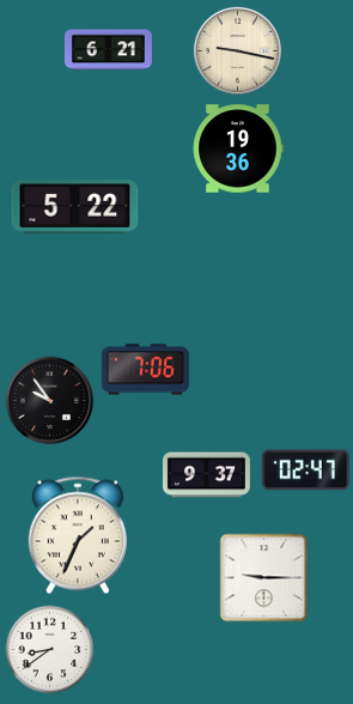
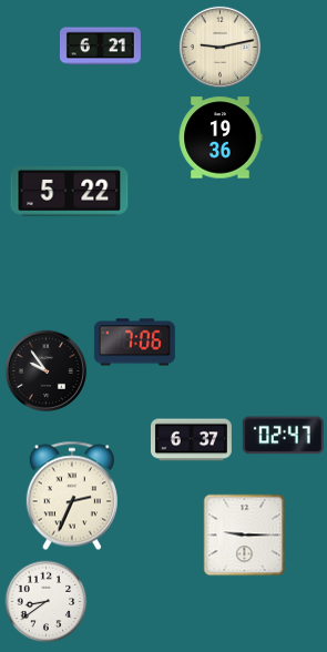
clock at (237, 50): 9:17 -> 9:13
clock at (206, 475): 9:37 -> 6:37
clock at (78, 535): 1:34 -> 2:34
